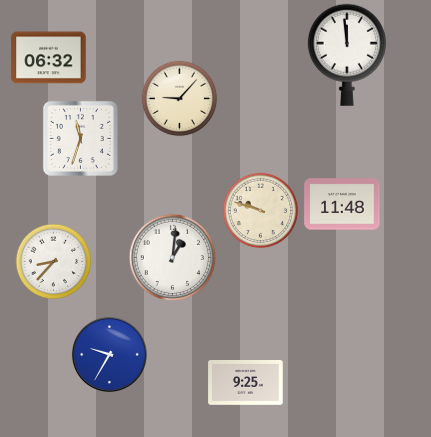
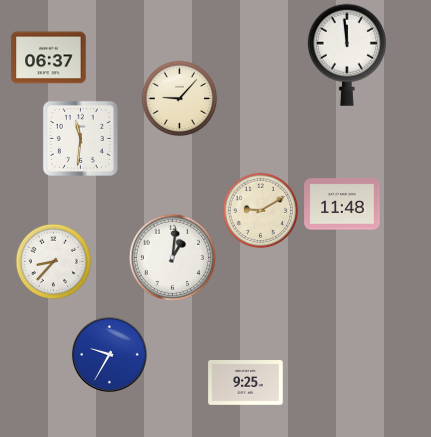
clock at (49, 58): 06:32 -> 06:37
clock at (80, 138): 11:33 -> 11:31
clock at (261, 211): 9:48 -> 9:10
